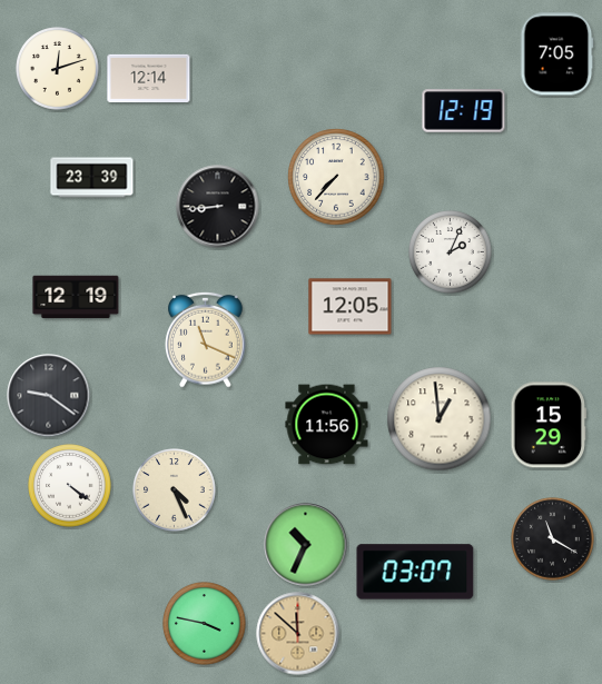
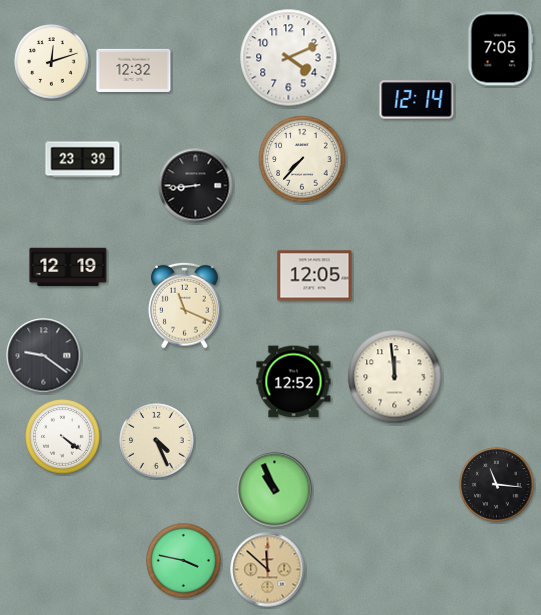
clock at (289, 58): none -> 4:11
clock at (149, 78): 12:14 -> 12:32
clock at (464, 111): 12:19 -> 12:14
clock at (451, 252): 2:04 -> none
clock at (440, 419): 12:59 -> 11:59
clock at (327, 425): 11:56 -> 12:52
clock at (549, 425): 15:29 -> none
clock at (553, 539): 11:20 -> 11:16
clock at (306, 545): 10:34 -> 10:56
clock at (415, 572): 03:07 -> none
